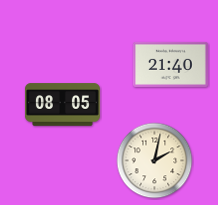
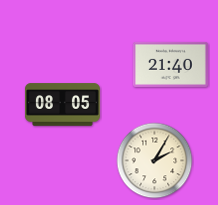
clock at (155, 161): 2:02 -> 2:05
